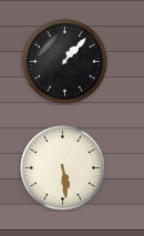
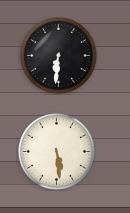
clock at (65, 62): 1:07 -> 6:31
